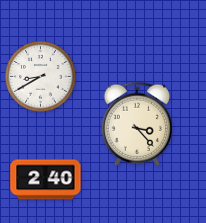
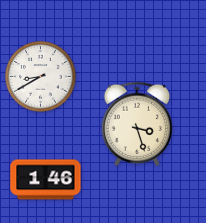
clock at (137, 124): 3:23 -> 3:27
clock at (46, 180): 2:40 -> 1:46
